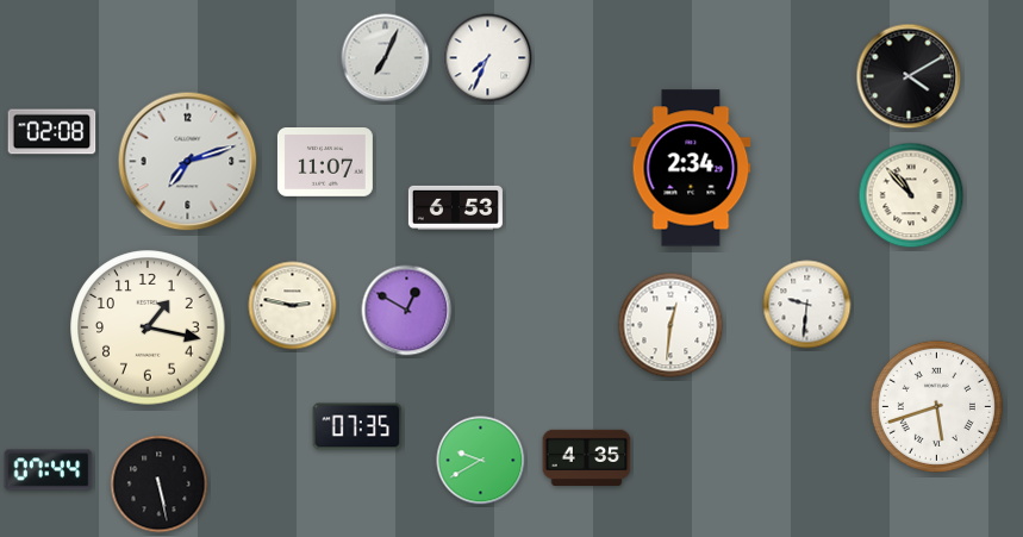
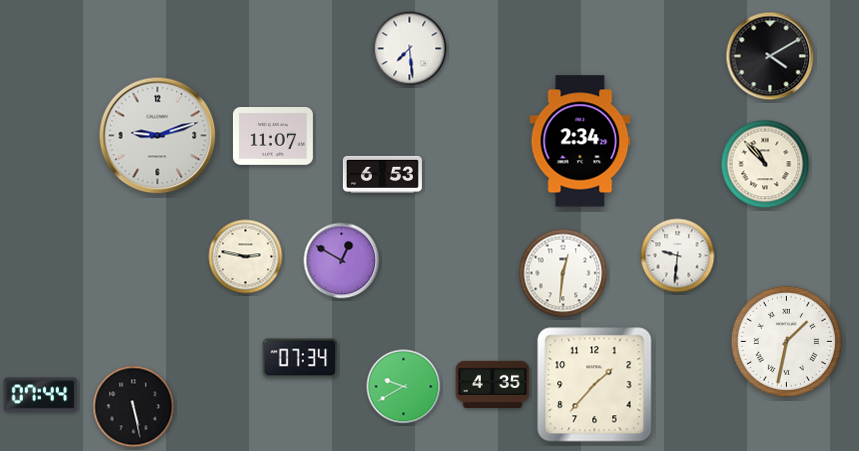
clock at (386, 58): 7:04 -> none
clock at (488, 58): 7:34 -> 7:29
clock at (909, 76) position: (909, 76) -> (770, 56)
clock at (52, 132): 02:08 -> none
clock at (188, 162): 7:12 -> 9:12
clock at (148, 327): 1:17 -> none
clock at (936, 406): 5:42 -> 1:32
clock at (357, 426): 07:35 -> 07:34
clock at (595, 385): none -> 1:37
